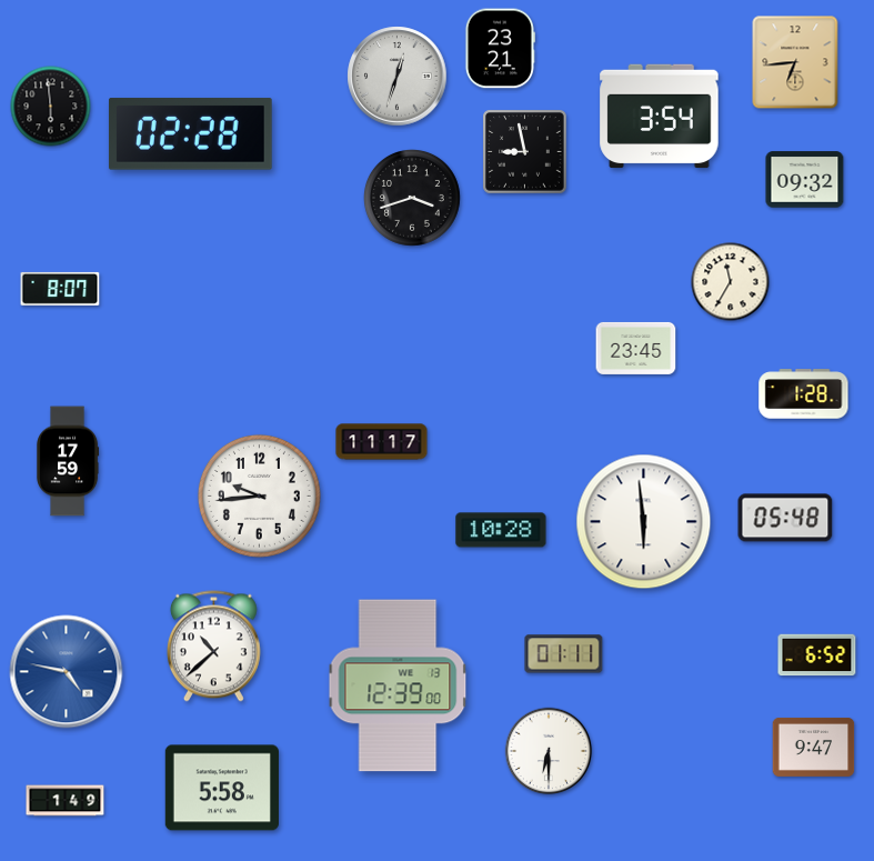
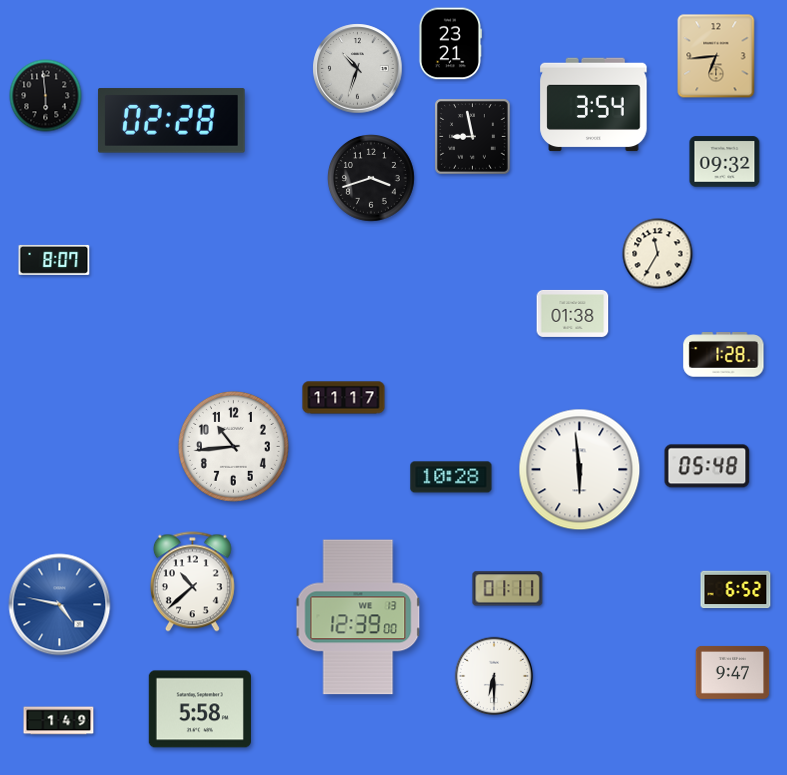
clock at (398, 77): 12:33 -> 10:33
clock at (636, 348): 23:45 -> 01:38
clock at (68, 461): 17:59 -> none
clock at (259, 495): 9:44 -> 10:44
